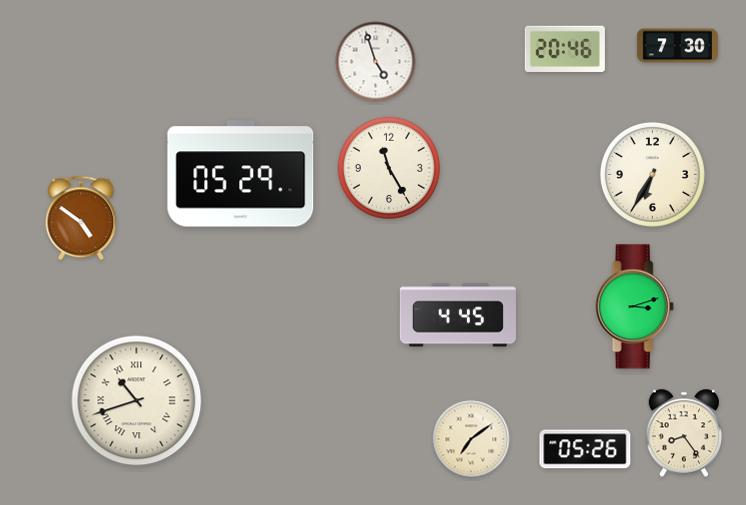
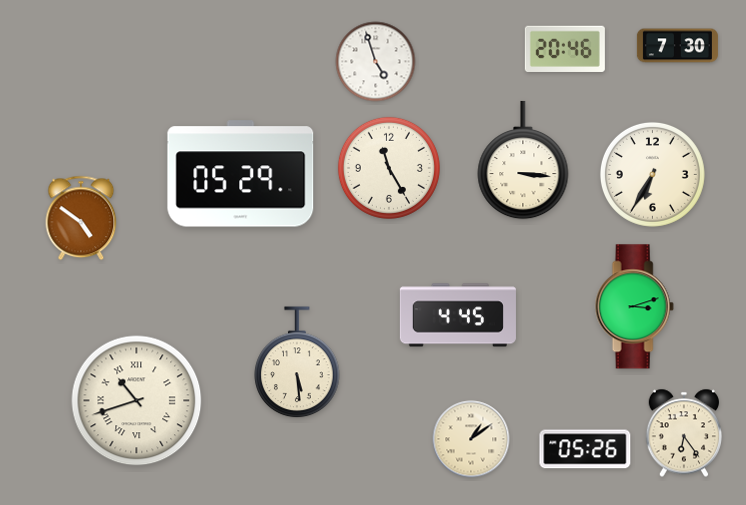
clock at (523, 160): none -> 3:16
clock at (297, 363): none -> 5:29
clock at (683, 433): 8:24 -> 6:24
clock at (471, 439): 7:09 -> 1:09
